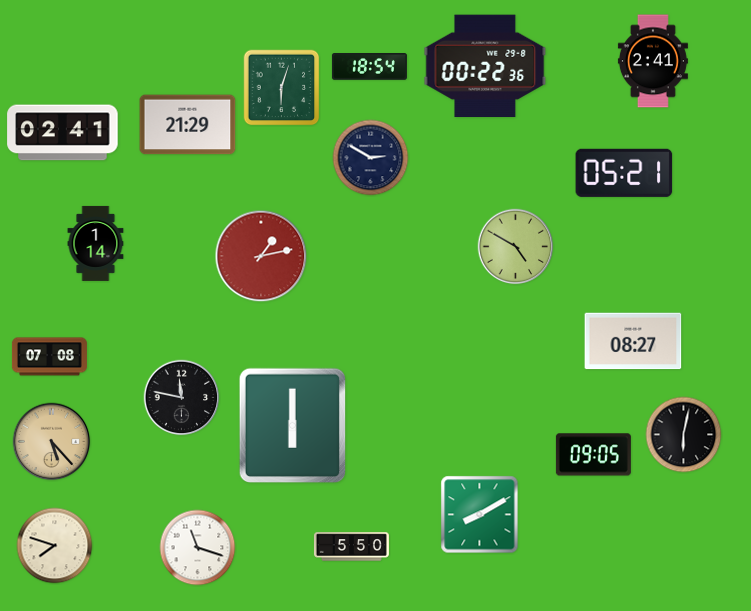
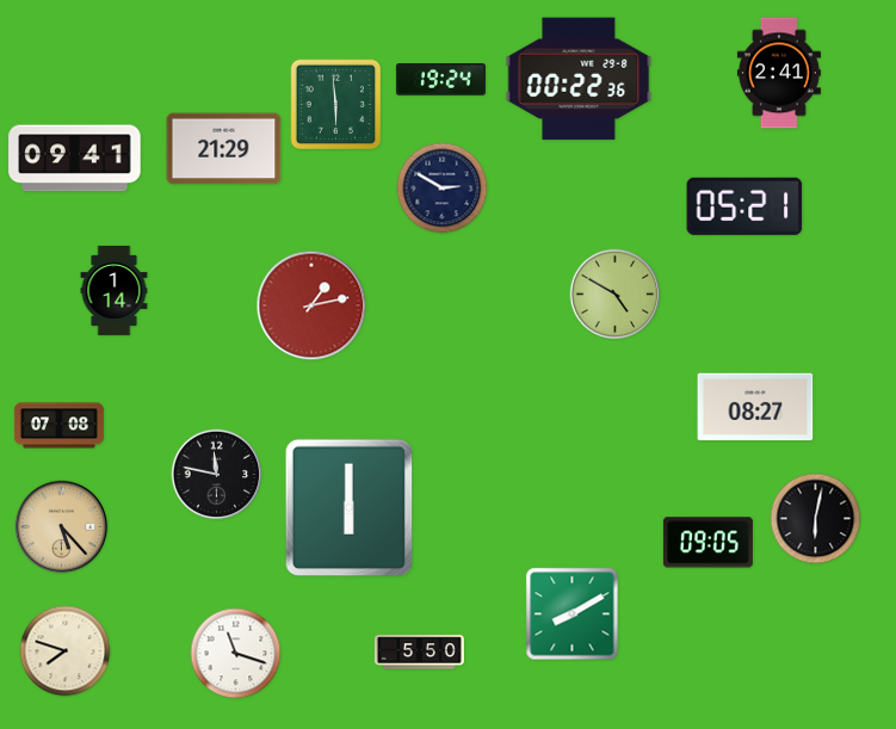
clock at (369, 67): 18:54 -> 19:24
clock at (282, 88): 6:03 -> 5:59
clock at (63, 133): 02:41 -> 09:41
